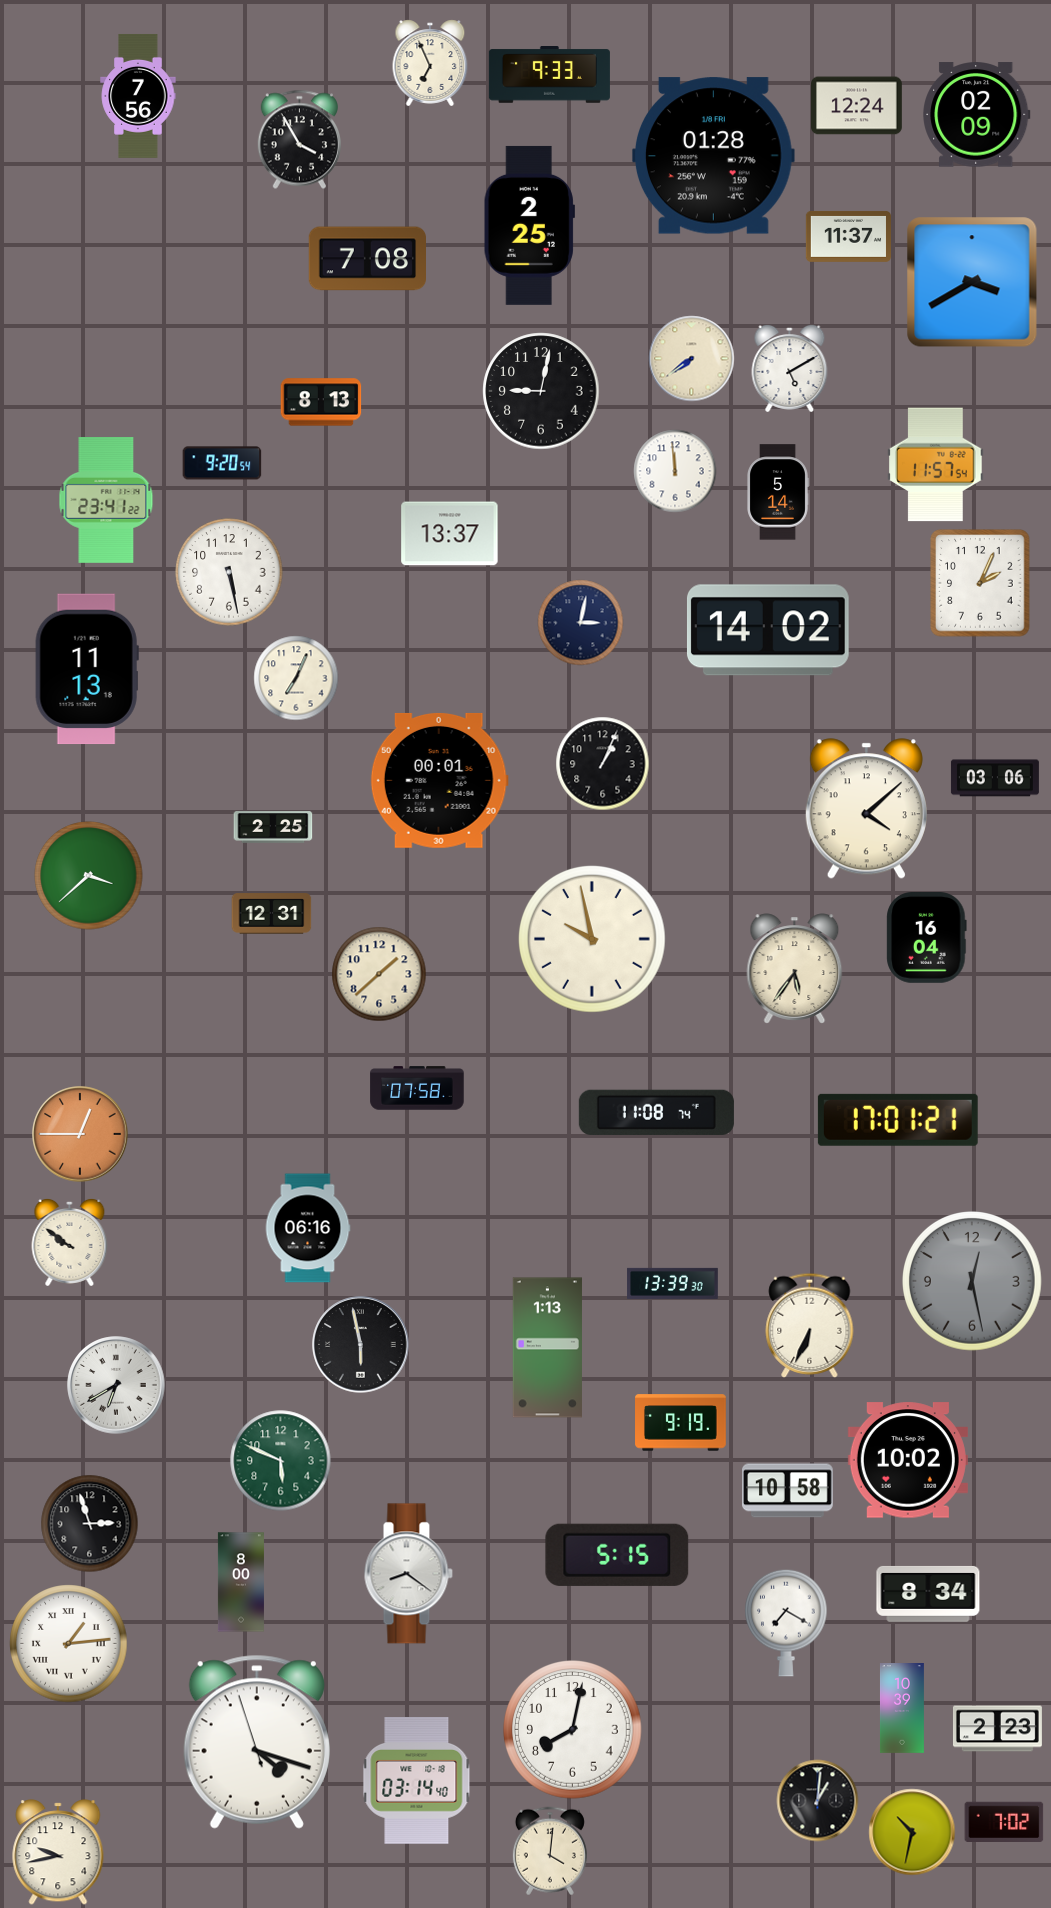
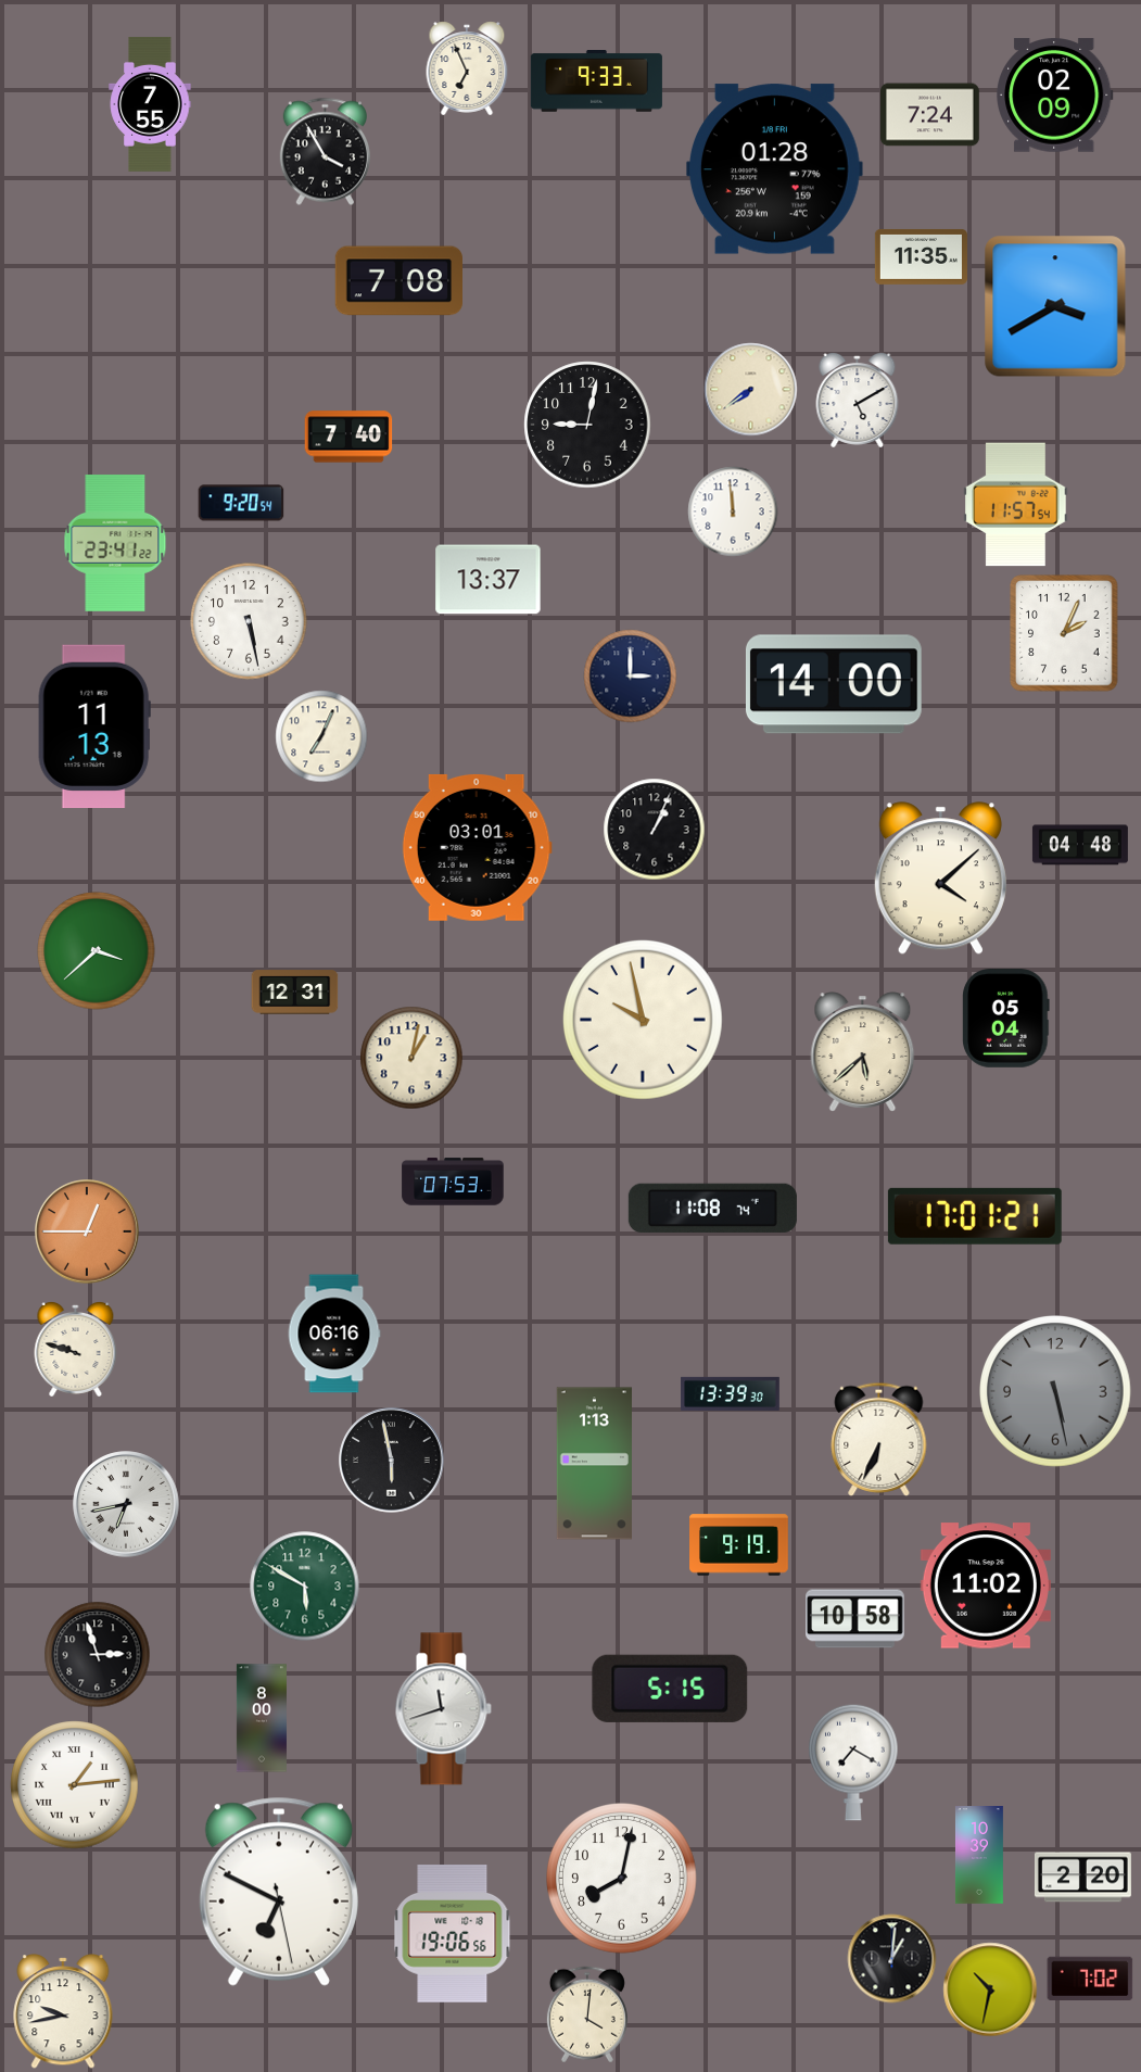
clock at (138, 96): 7:56 -> 7:55
clock at (857, 106): 12:24 -> 7:24
clock at (977, 115) position: (977, 115) -> (1055, 96)
clock at (529, 225): 2:25 -> none
clock at (848, 236): 11:37 -> 11:35
clock at (321, 402): 8:13 -> 7:40
clock at (778, 492): 5:14 -> none
clock at (581, 623): 3:02 -> 3:00
clock at (768, 630): 14:02 -> 14:00
clock at (995, 778): 03:06 -> 04:48
clock at (439, 780): 00:01 -> 03:01
clock at (273, 827): 2:25 -> none
clock at (927, 938): 16:04 -> 05:04
clock at (795, 969): 5:36 -> 5:38
clock at (379, 974): 1:38 -> 1:02
clock at (417, 1088): 07:58 -> 07:53
clock at (70, 1242): 9:51 -> 9:48
clock at (973, 1282): 12:28 -> 5:28
clock at (116, 1385): 6:40 -> 6:43
clock at (908, 1460): 10:02 -> 11:02
clock at (281, 1461): 5:49 -> 5:50
clock at (408, 1574): 8:21 -> 11:42
clock at (928, 1594): 8:34 -> none
clock at (997, 1729): 2:23 -> 2:20
clock at (257, 1742): 4:17 -> 6:49
clock at (417, 1781): 03:14 -> 19:06
clock at (818, 1801) position: (818, 1801) -> (892, 1959)
clock at (550, 1851) position: (550, 1851) -> (587, 2014)
